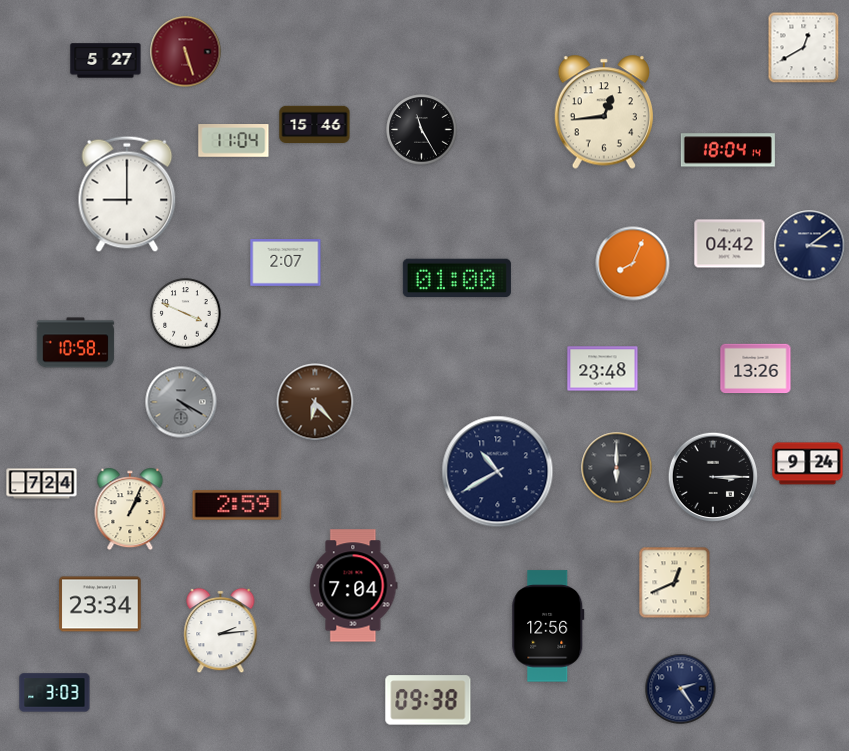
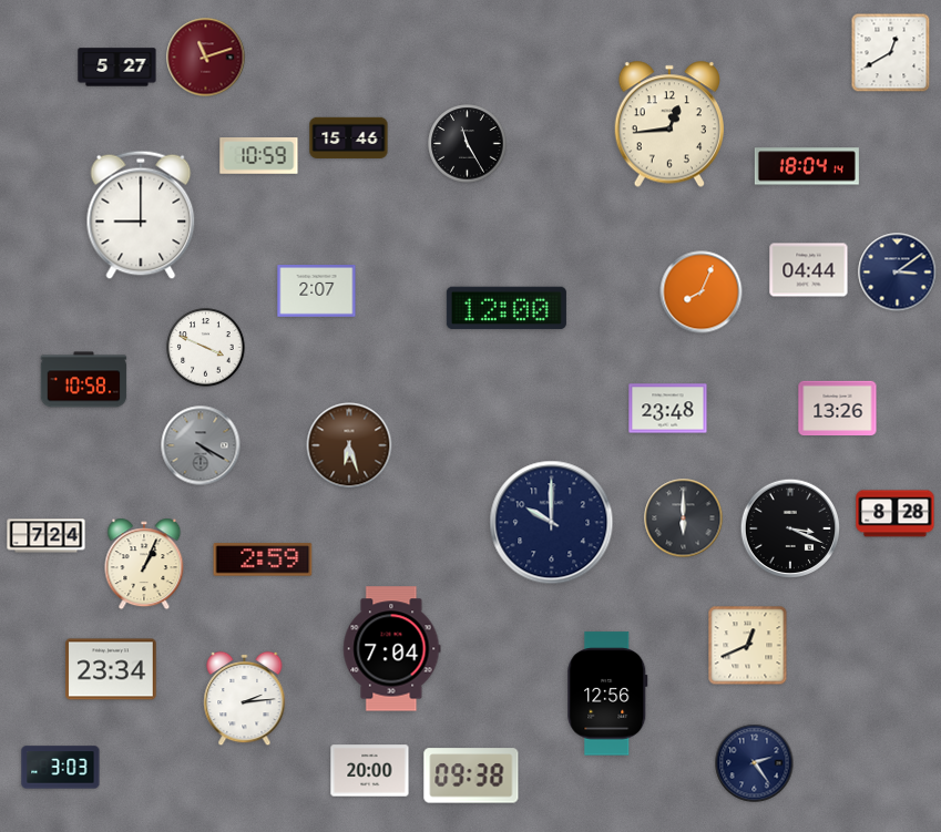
clock at (186, 52): 5:27 -> 11:12
clock at (234, 141): 11:04 -> 10:59
clock at (730, 244): 04:42 -> 04:44
clock at (457, 278): 01:00 -> 12:00
clock at (315, 402): 6:23 -> 6:27
clock at (808, 464): 9:24 -> 8:28
clock at (498, 472): 10:40 -> 10:00
clock at (713, 477): 3:15 -> 3:19
clock at (370, 771): none -> 20:00
clock at (428, 700) position: (428, 700) -> (471, 775)
